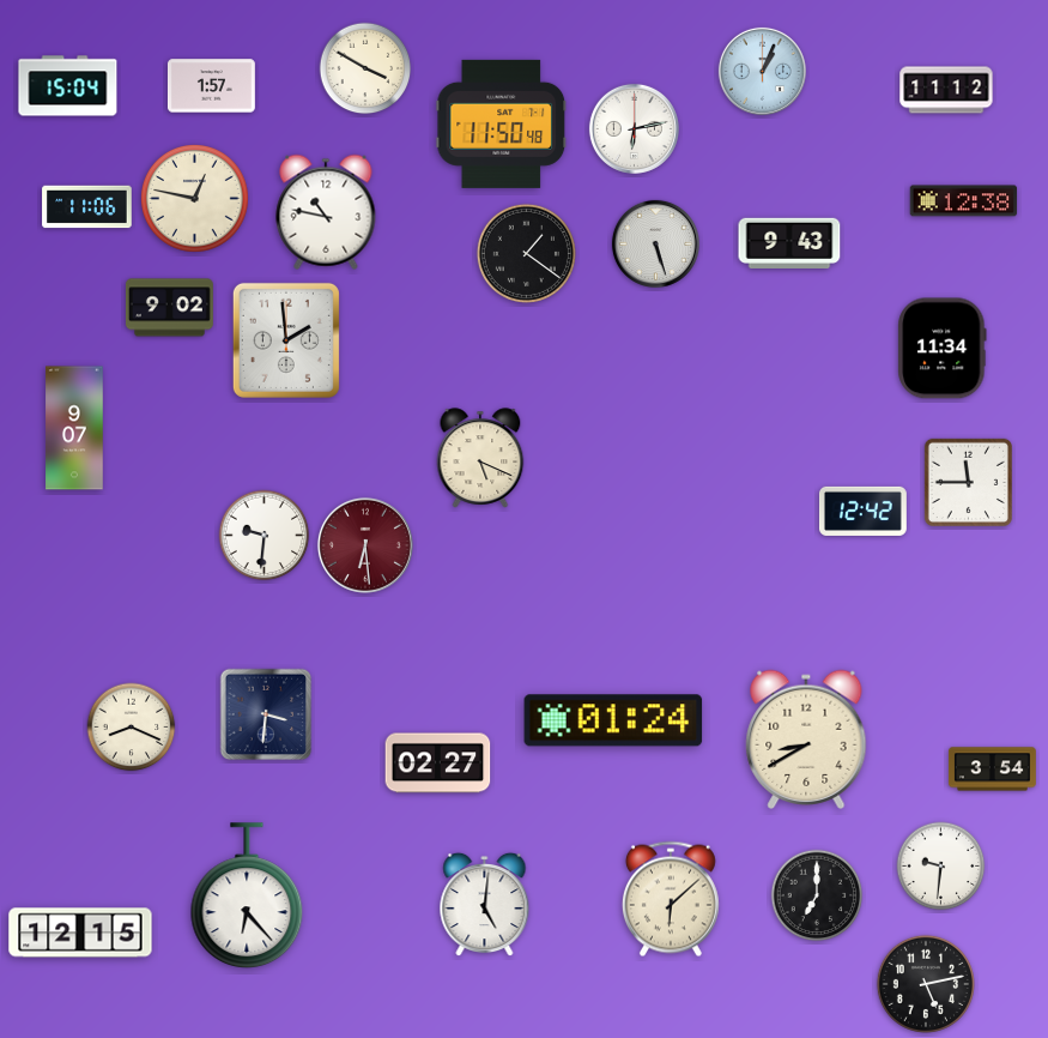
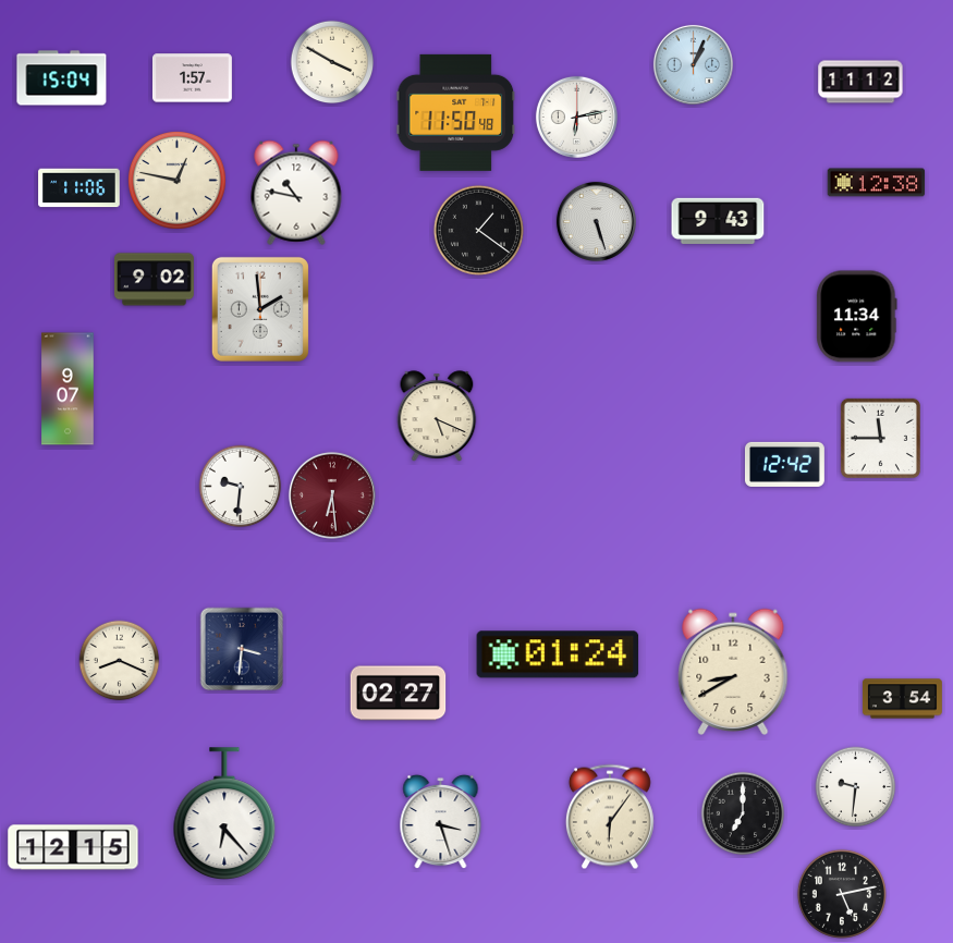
clock at (671, 899): 6:08 -> 6:06
clock at (485, 905): 5:01 -> 3:27
